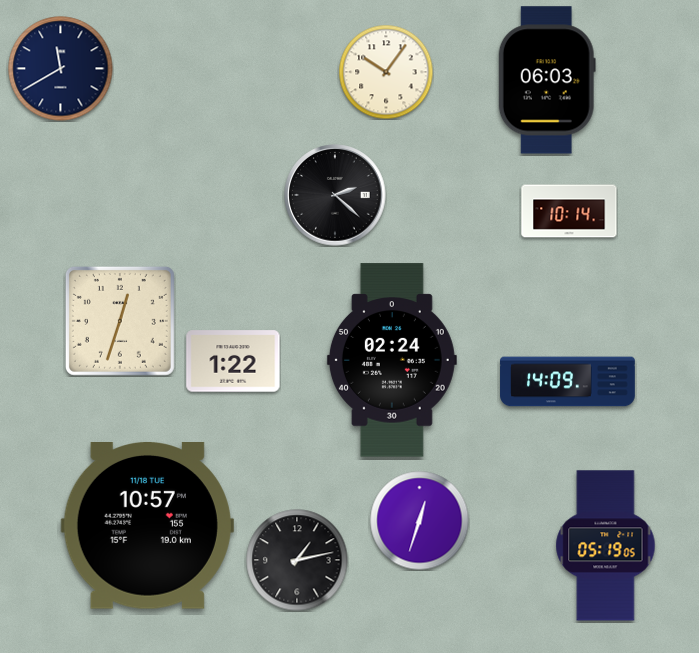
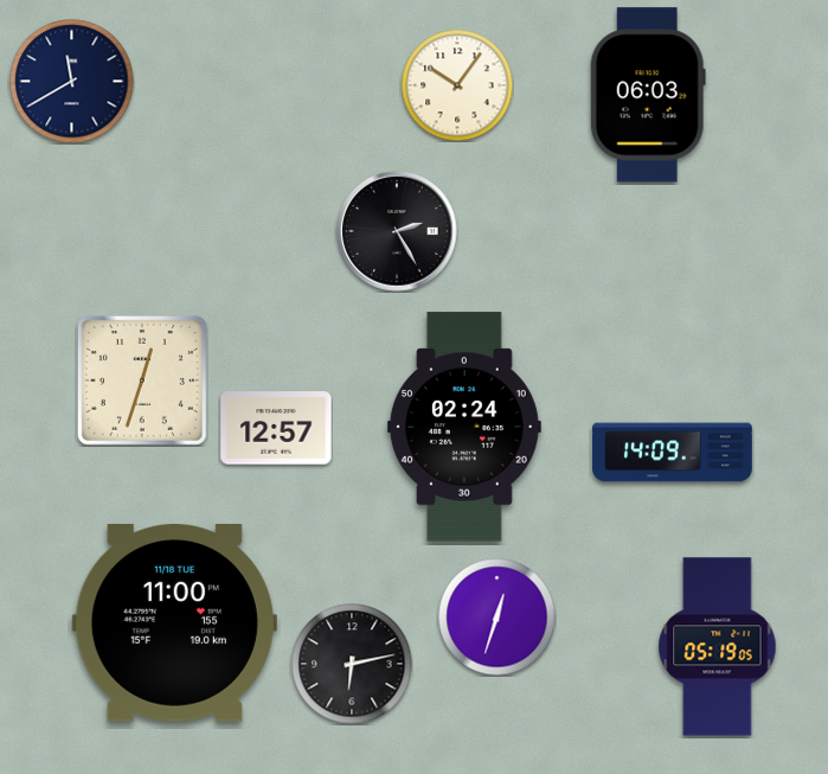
clock at (335, 195): 2:22 -> 2:25
clock at (569, 211): 10:14 -> none
clock at (233, 361): 1:22 -> 12:57
clock at (147, 526): 10:57 -> 11:00
clock at (297, 560): 1:13 -> 6:13
